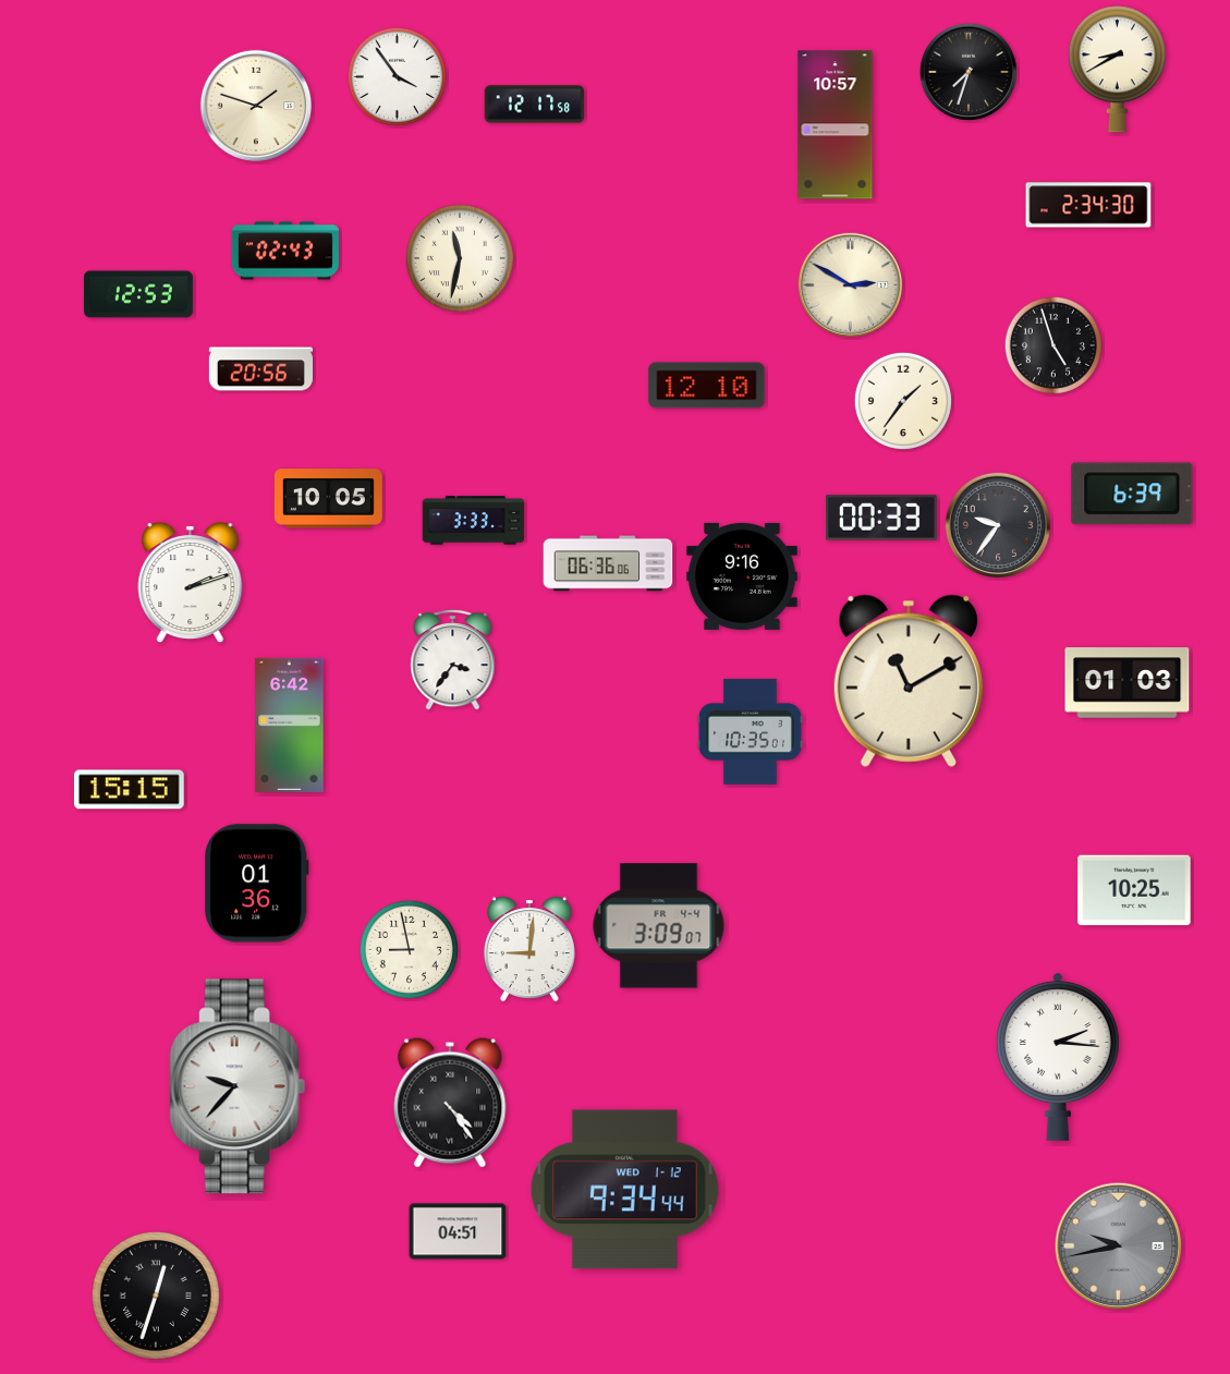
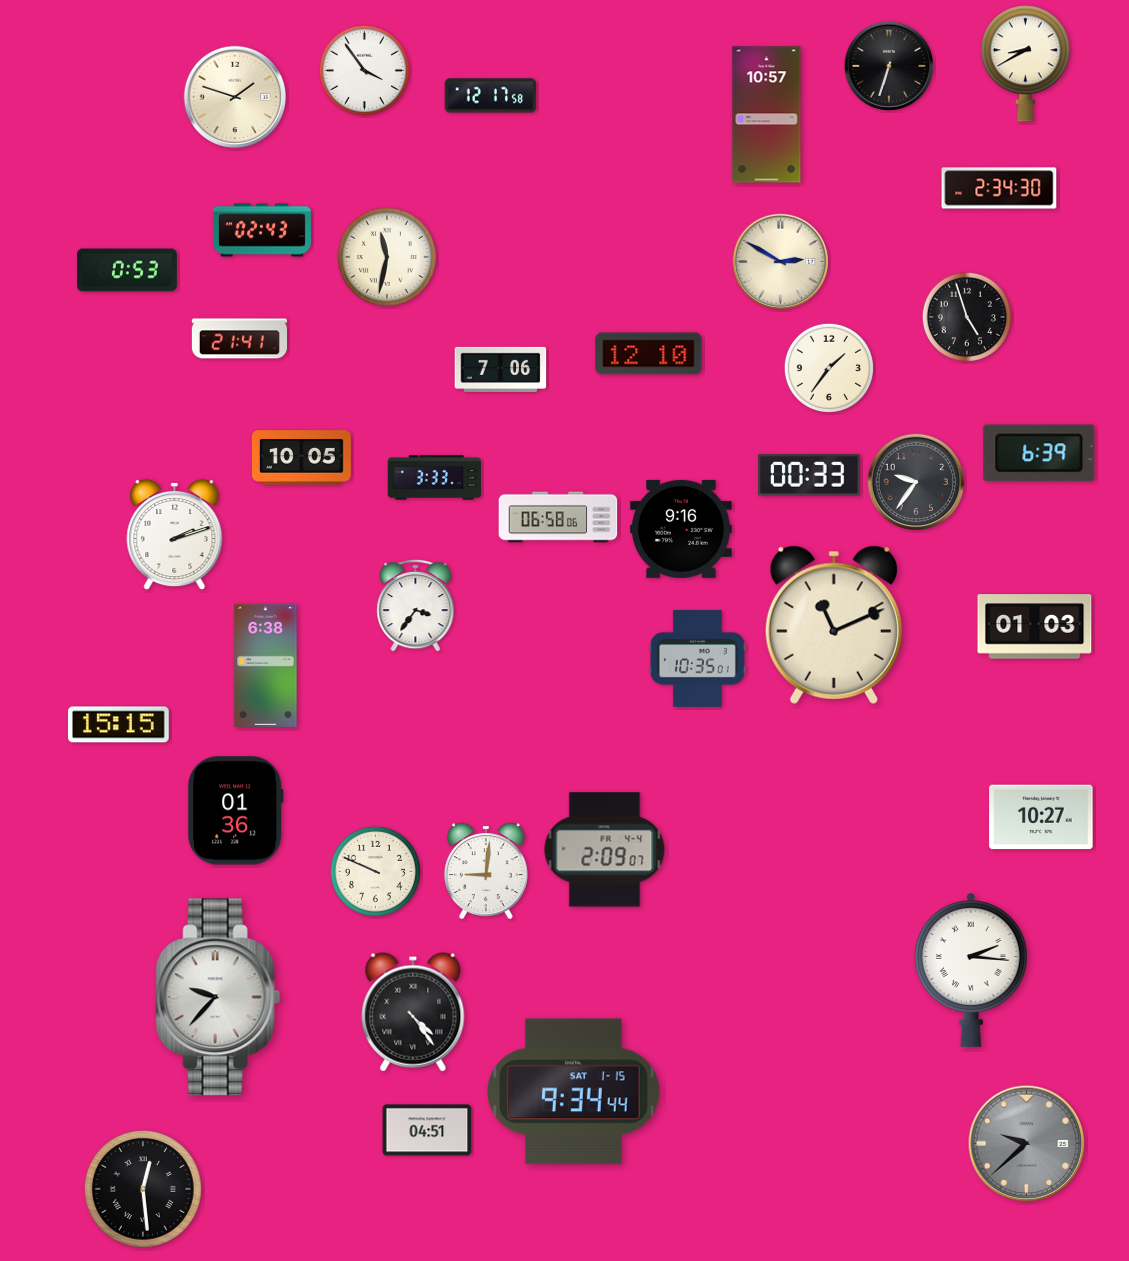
clock at (969, 72): 7:33 -> 6:33
clock at (460, 258) position: (460, 258) -> (387, 257)
clock at (139, 294): 12:53 -> 0:53
clock at (260, 369): 20:56 -> 21:41
clock at (501, 369): none -> 7:06
clock at (608, 563): 06:36 -> 06:58
clock at (909, 681): 11:10 -> 11:11
clock at (290, 725): 6:42 -> 6:38
clock at (750, 732) position: (750, 732) -> (697, 659)
clock at (1134, 890): 10:25 -> 10:27
clock at (659, 926): 3:09 -> 2:09
clock at (409, 949): 8:58 -> 9:49
clock at (625, 1190) date: WED 1-12 -> SAT 1-15
clock at (458, 1231) position: (458, 1231) -> (427, 1130)
clock at (1119, 1247): 9:43 -> 9:38
clock at (156, 1296): 12:33 -> 12:29
